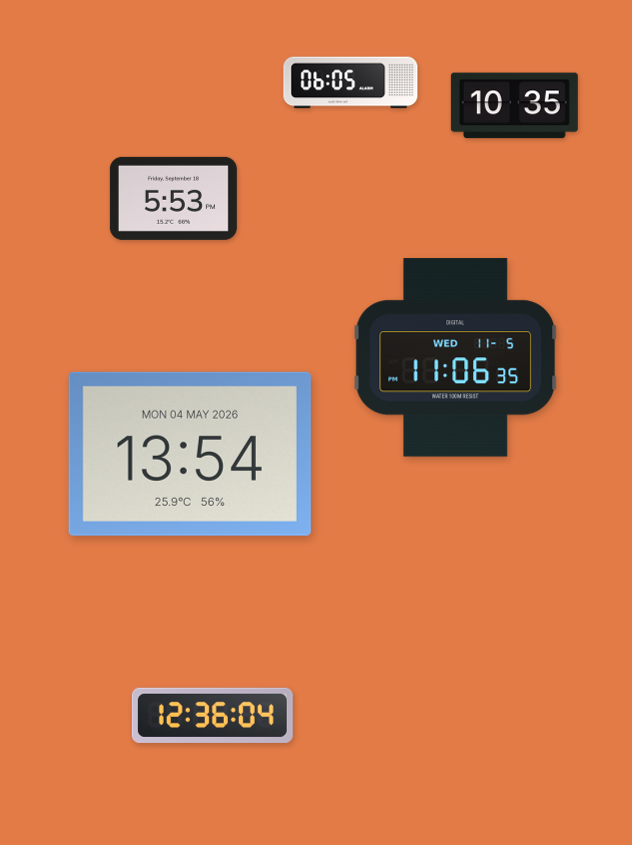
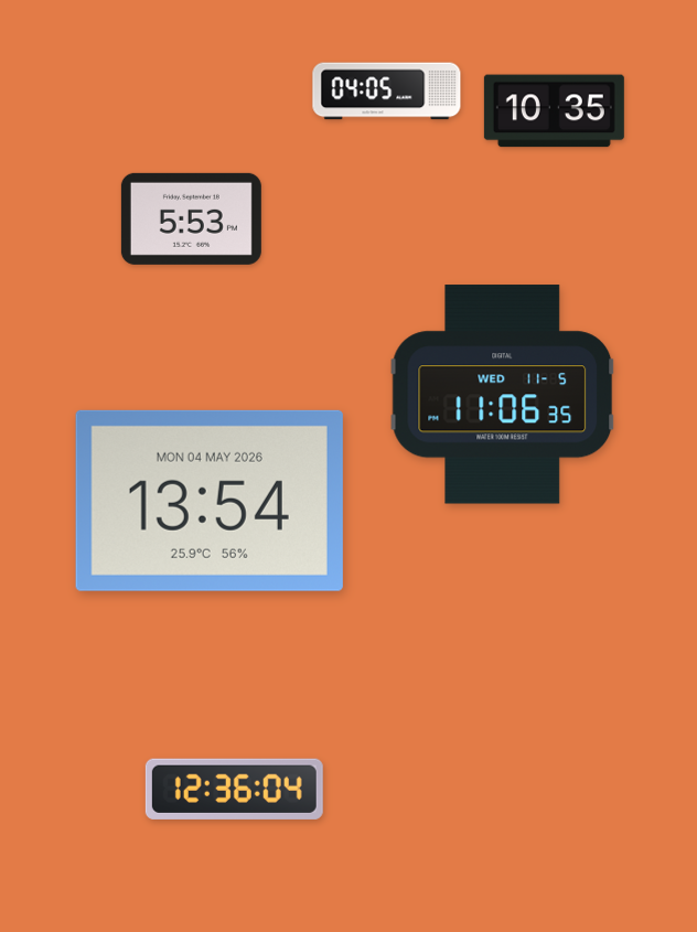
clock at (351, 83): 06:05 -> 04:05
clock at (514, 106) position: (514, 106) -> (554, 111)
